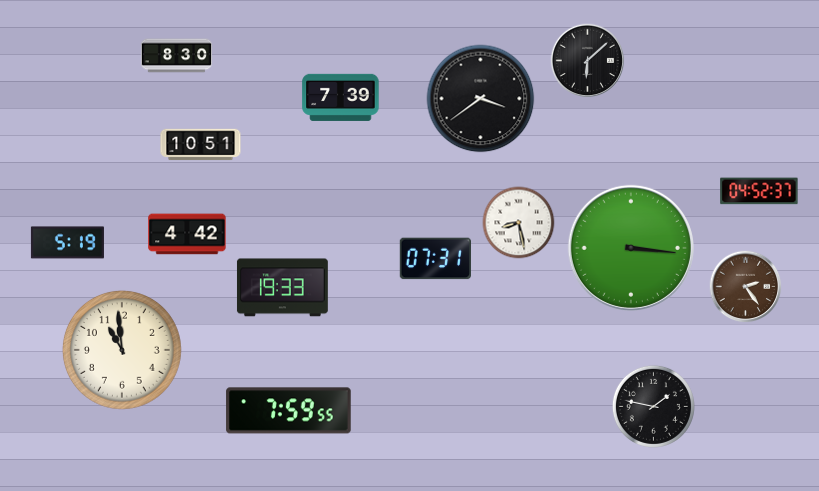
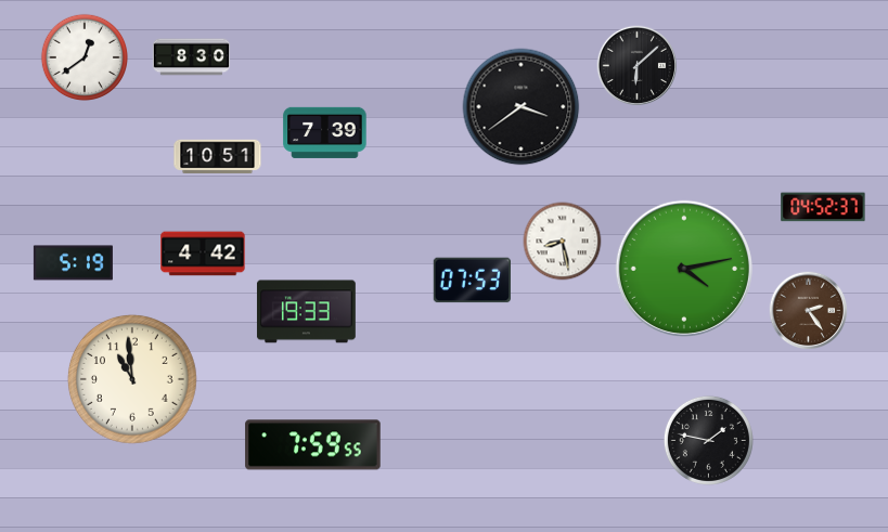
clock at (83, 56): none -> 12:39
clock at (177, 56) position: (177, 56) -> (192, 57)
clock at (341, 97) position: (341, 97) -> (325, 132)
clock at (631, 248): 3:16 -> 4:13
clock at (435, 259): 07:31 -> 07:53
